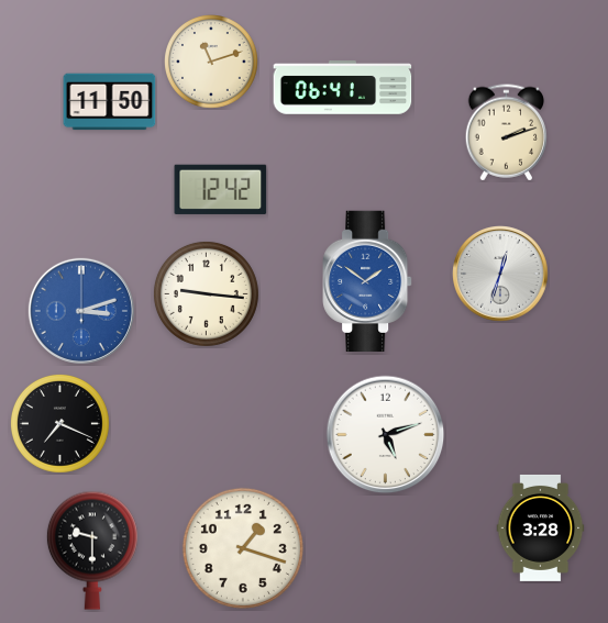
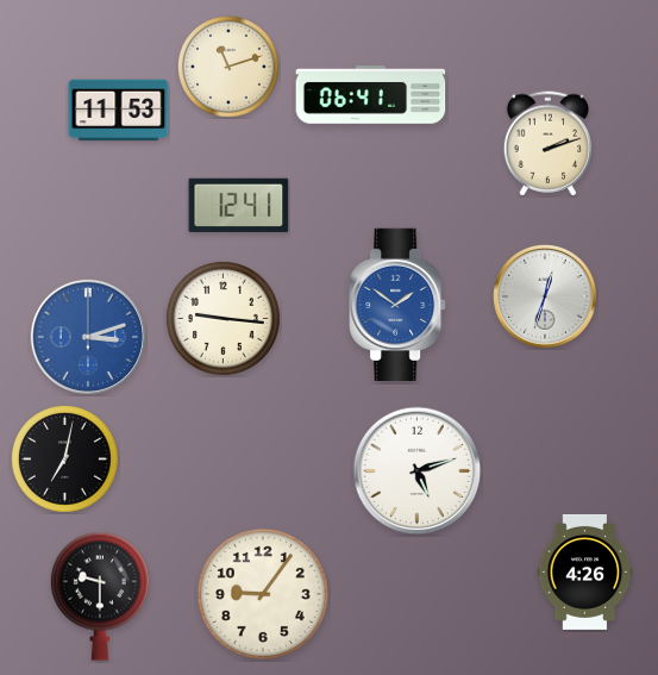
clock at (110, 102): 11:50 -> 11:53
clock at (221, 189): 12:42 -> 12:41
clock at (501, 275) position: (501, 275) -> (546, 298)
clock at (59, 423): 7:19 -> 7:02
clock at (541, 527): 3:28 -> 4:26
clock at (243, 548): 1:18 -> 9:06
